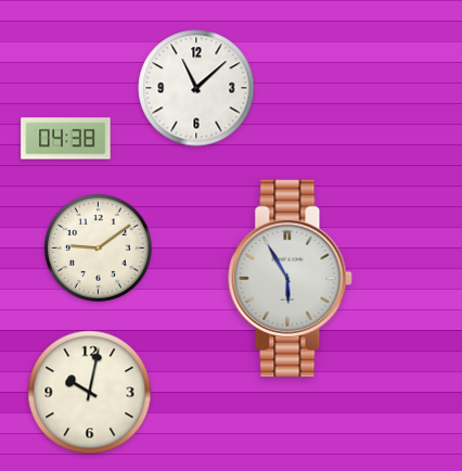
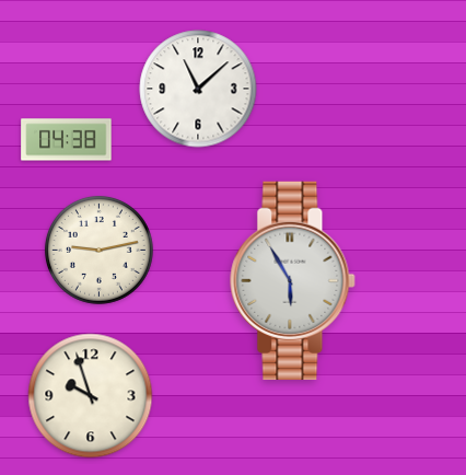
clock at (98, 247): 9:09 -> 9:13
clock at (90, 393): 10:02 -> 9:57
